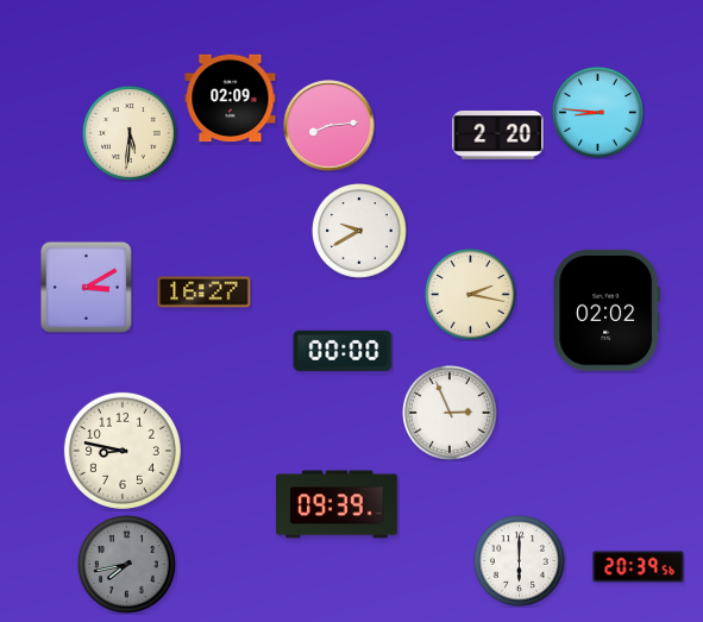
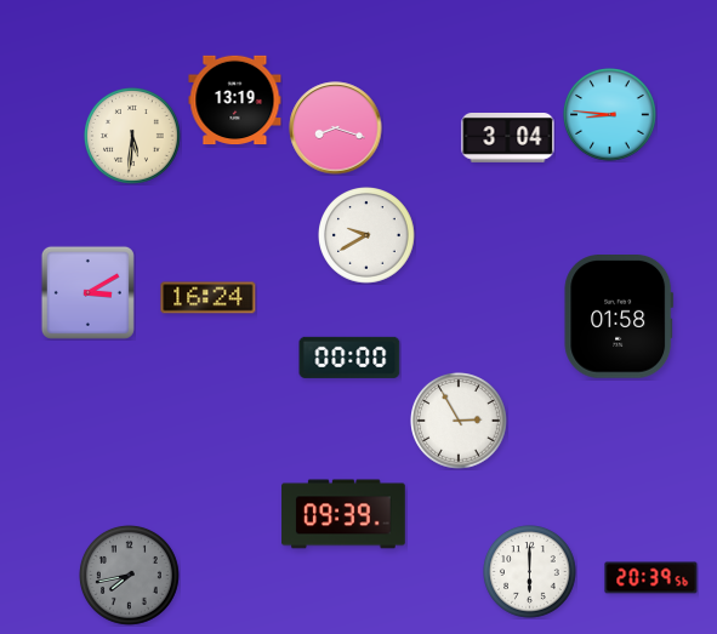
clock at (231, 99): 02:09 -> 13:19
clock at (329, 126): 8:14 -> 8:18
clock at (498, 136): 2:20 -> 3:04
clock at (205, 293): 16:27 -> 16:24
clock at (471, 295): 2:17 -> none
clock at (607, 312): 02:02 -> 01:58
clock at (451, 414): 2:56 -> 2:55
clock at (123, 451): 8:47 -> none
